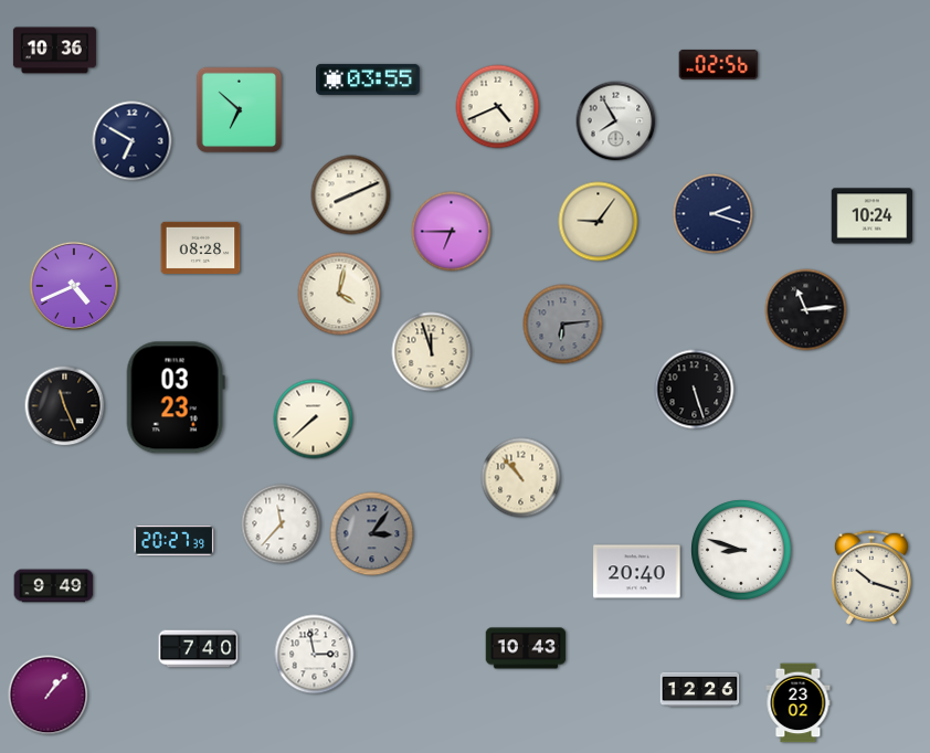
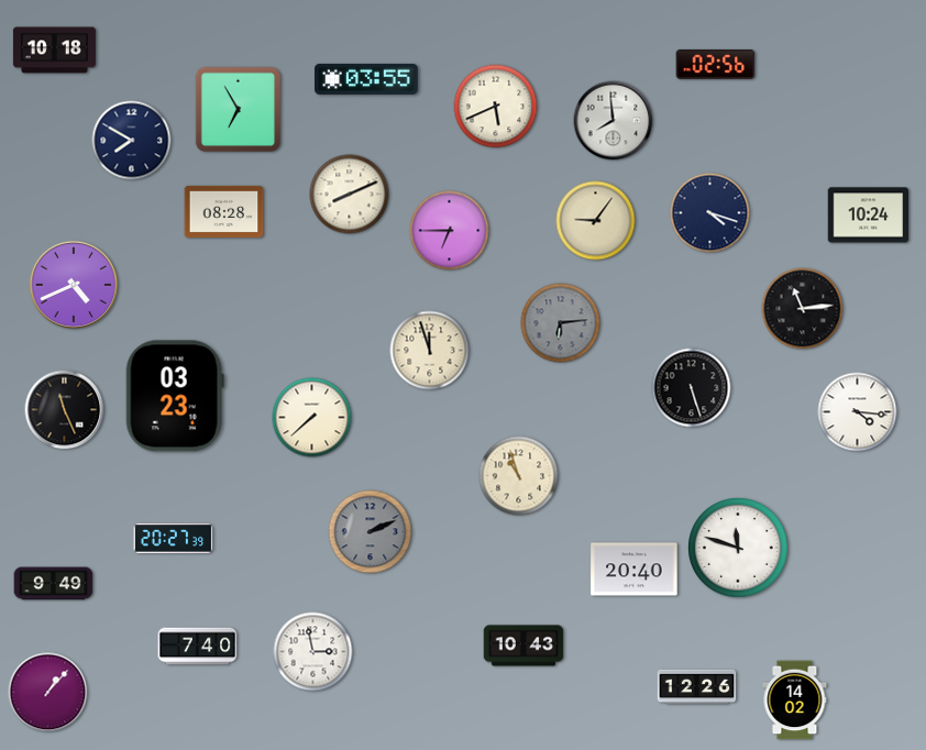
clock at (54, 51): 10:36 -> 10:18
clock at (498, 107): 4:41 -> 5:41
clock at (240, 110): 6:52 -> 6:55
clock at (616, 121): 7:55 -> 7:59
clock at (133, 141): 6:50 -> 7:50
clock at (714, 214): 2:18 -> 4:18
clock at (201, 247) position: (201, 247) -> (224, 211)
clock at (339, 294): 4:02 -> none
clock at (65, 406) position: (65, 406) -> (65, 410)
clock at (858, 412): none -> 4:16
clock at (521, 478): 10:53 -> 10:57
clock at (282, 524): 11:37 -> none
clock at (372, 534): 3:06 -> 2:11
clock at (742, 551): 8:48 -> 11:48
clock at (871, 577): 10:18 -> none
clock at (799, 703): 23:02 -> 14:02
